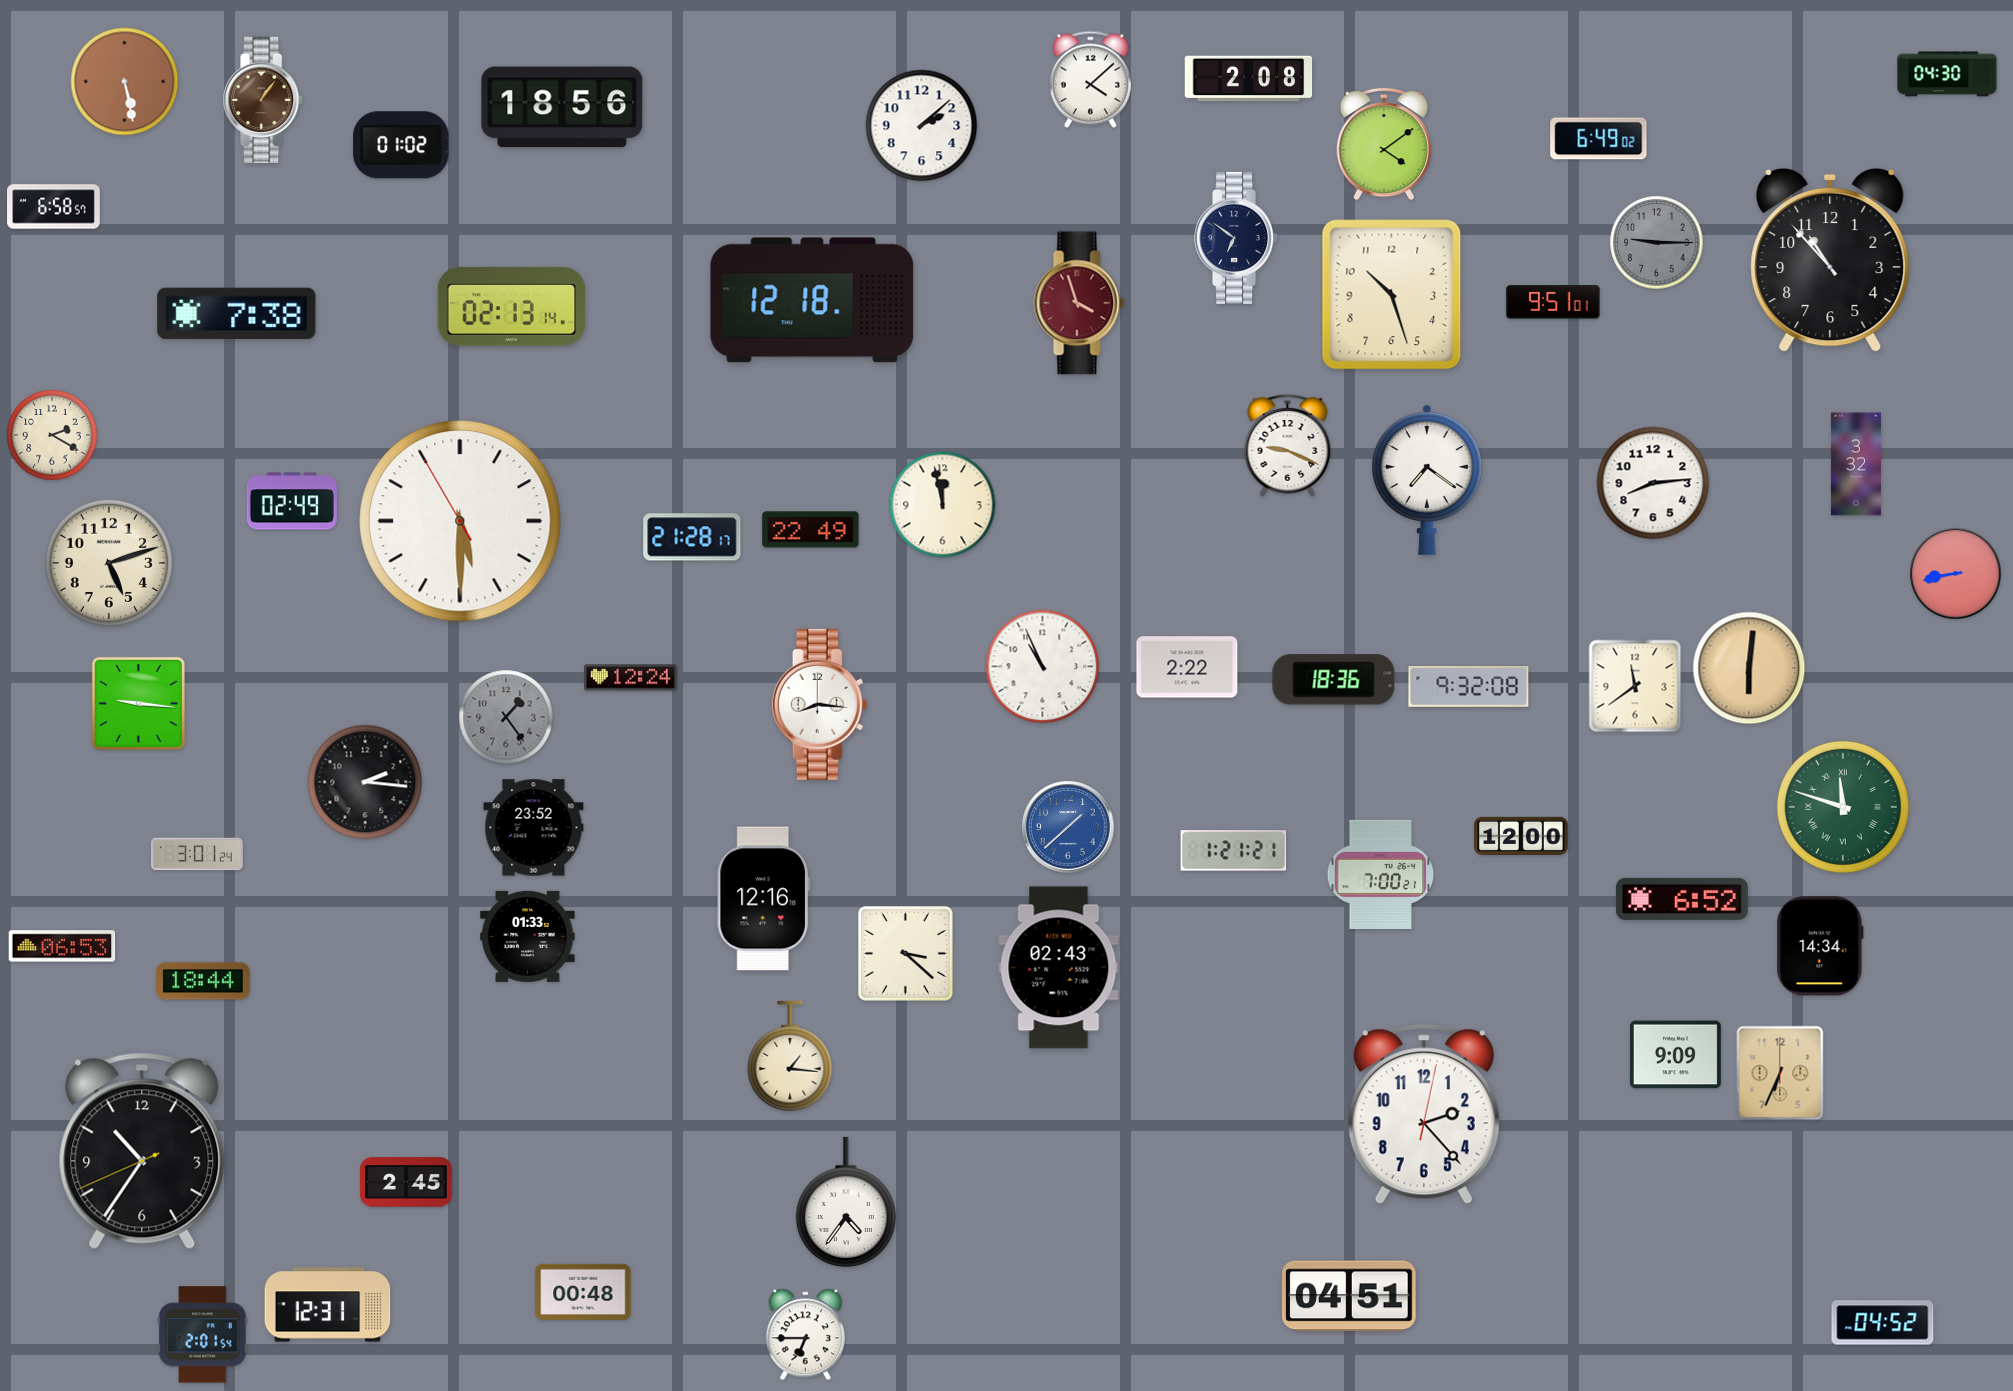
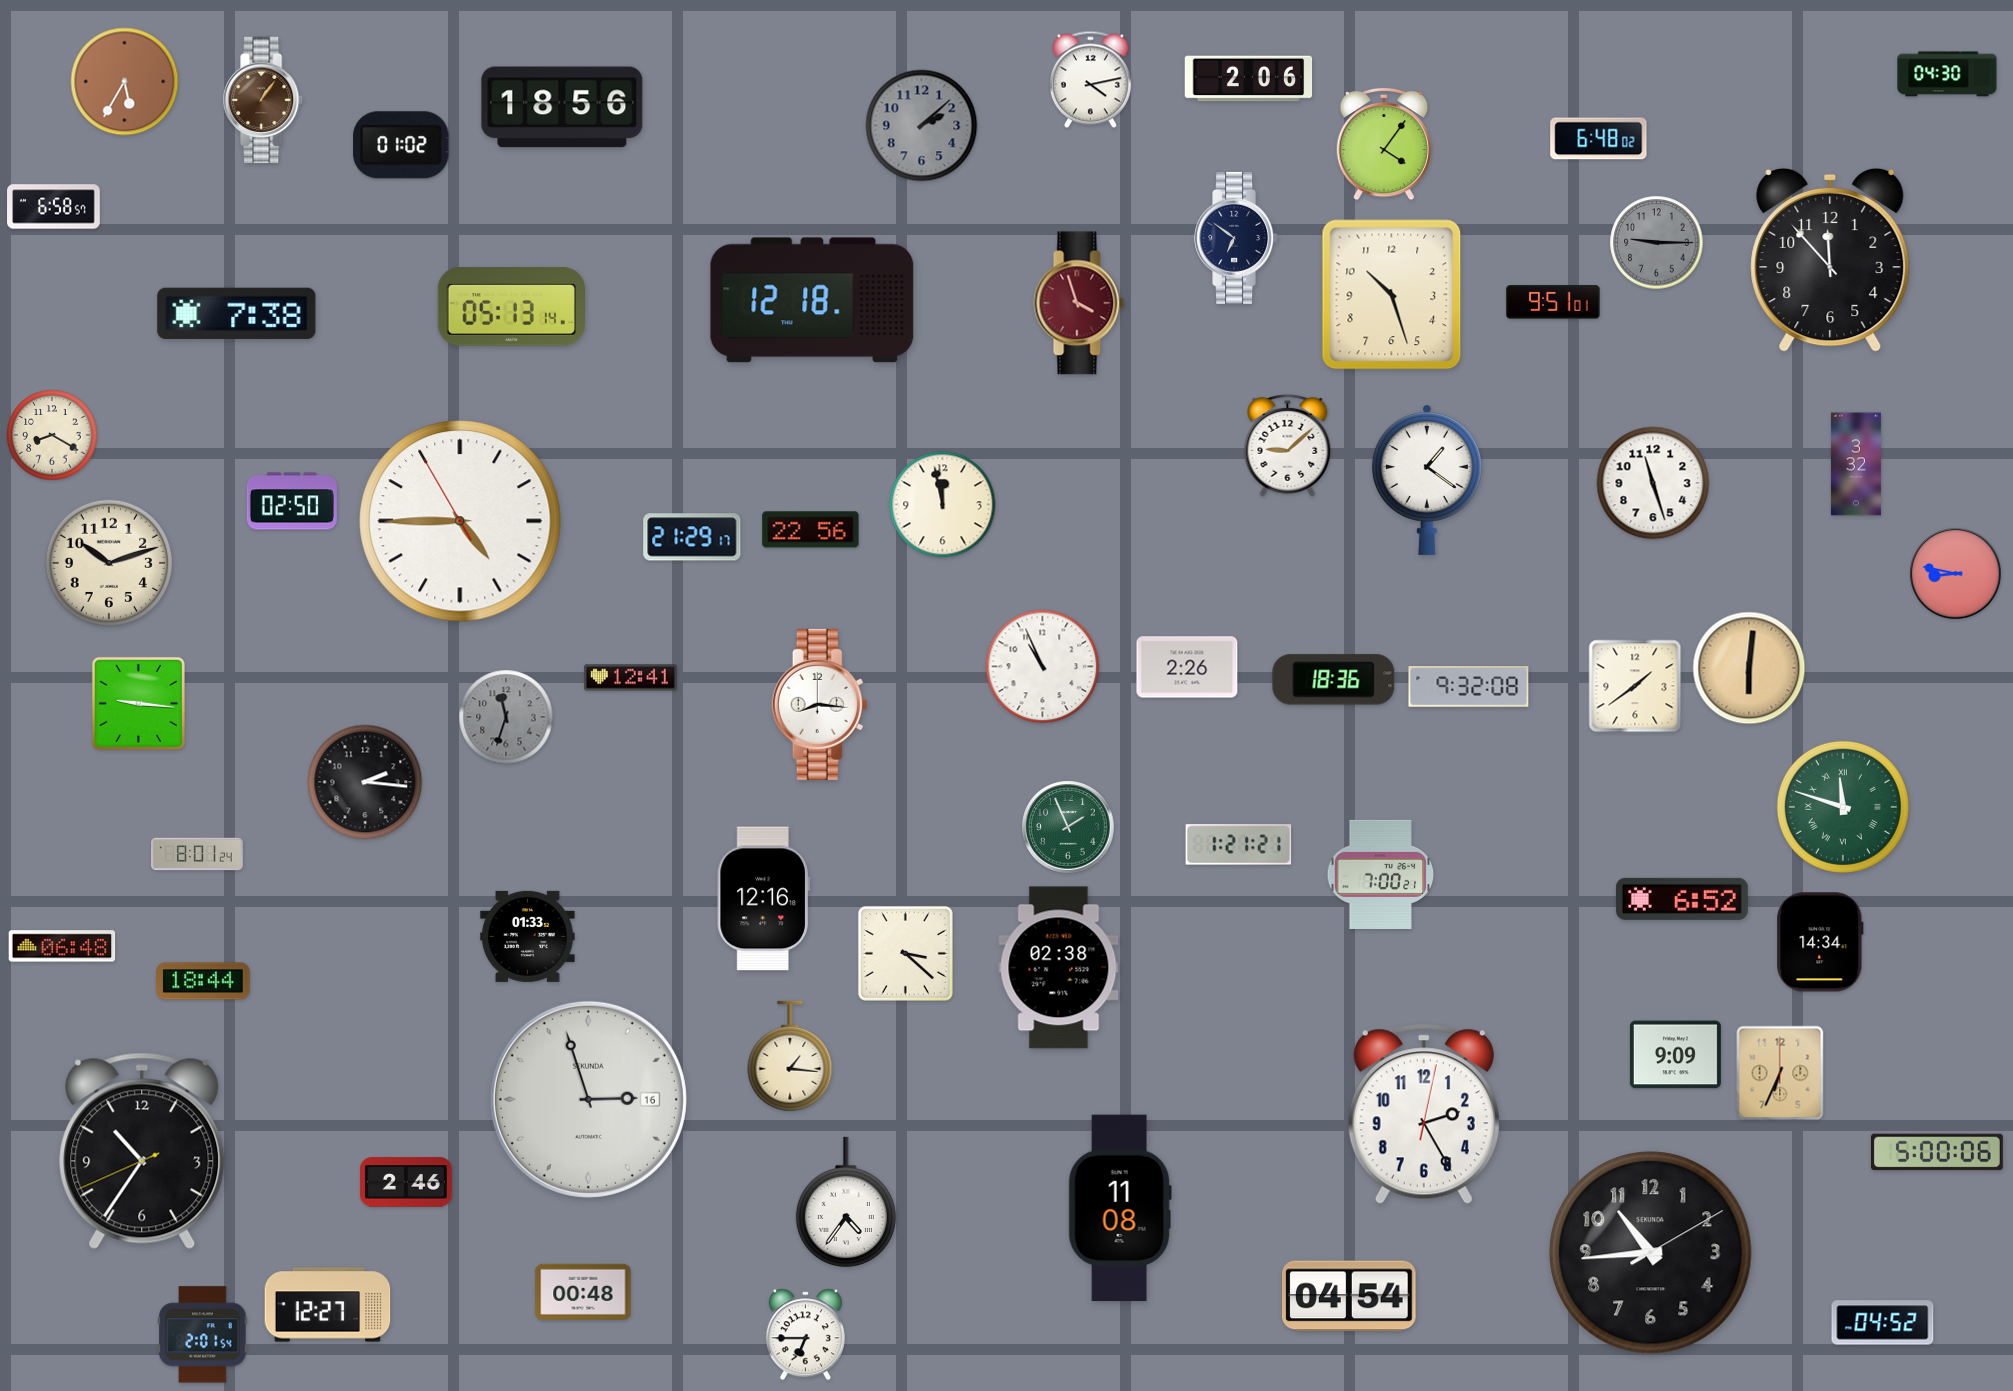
clock at (1249, 79): 2:08 -> 2:06
clock at (1090, 80): 4:08 -> 4:13
clock at (125, 82): 5:28 -> 5:35
clock at (922, 126) dial: white -> grey
clock at (1599, 139): 6:49 -> 6:48
clock at (1383, 144): 4:09 -> 4:06
clock at (1830, 260): 10:53 -> 11:53
clock at (511, 307): 02:13 -> 05:13
clock at (52, 435): 2:20 -> 8:20
clock at (1288, 445): 9:19 -> 9:08
clock at (1427, 480): 7:21 -> 1:21
clock at (1653, 483): 8:14 -> 11:27
clock at (292, 501): 02:49 -> 02:50
clock at (460, 521): 5:29 -> 4:44
clock at (811, 530): 22:49 -> 22:56
clock at (692, 537): 21:28 -> 21:29
clock at (108, 562): 5:12 -> 10:12
clock at (1956, 574): 8:43 -> 8:47
clock at (1187, 667): 2:22 -> 2:26
clock at (631, 678): 12:24 -> 12:41
clock at (1635, 686): 11:39 -> 1:39
clock at (506, 717): 1:24 -> 11:33
clock at (1068, 827): 1:38 -> 1:56
clock at (1068, 827) dial: blue -> green
clock at (534, 828): 23:52 -> none
clock at (1521, 836): 12:00 -> none
clock at (1234, 851) position: (1234, 851) -> (1239, 845)
clock at (198, 854): 3:01 -> 8:01
clock at (62, 946): 06:53 -> 06:48
clock at (1820, 946) position: (1820, 946) -> (1820, 942)
clock at (1059, 968): 02:43 -> 02:38
clock at (588, 1099): none -> 2:57
clock at (1424, 1114): 2:23 -> 2:25
clock at (1937, 1152): none -> 5:00
clock at (406, 1182): 2:45 -> 2:46
clock at (1120, 1208): none -> 11:08
clock at (1651, 1253): none -> 10:44
clock at (1350, 1296): 04:51 -> 04:54
clock at (328, 1305): 12:31 -> 12:27
